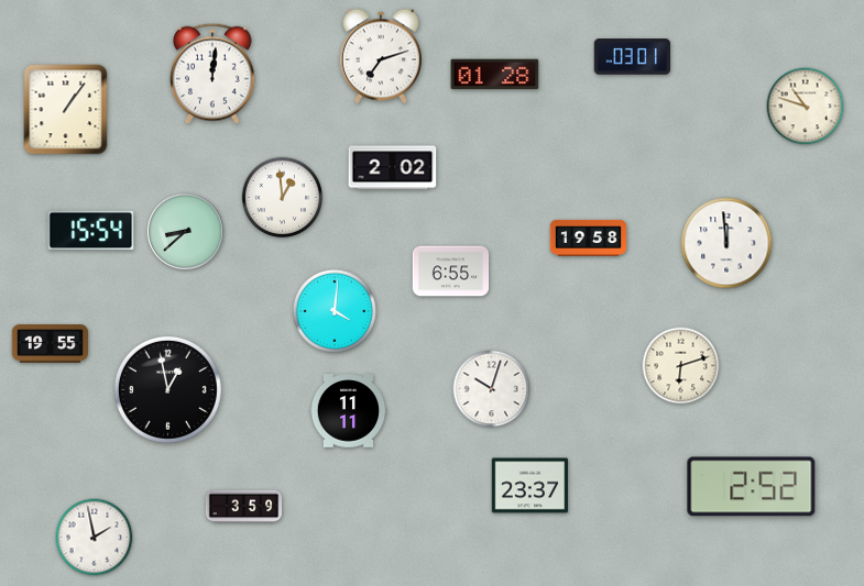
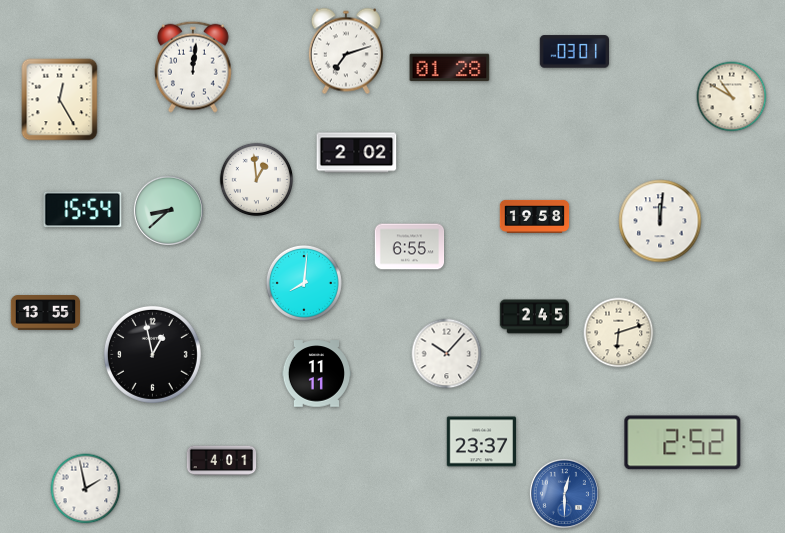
clock at (806, 107): 10:48 -> 10:50
clock at (66, 110): 1:06 -> 12:25
clock at (726, 243): 11:59 -> 12:01
clock at (335, 311): 4:01 -> 8:01
clock at (51, 344): 19:55 -> 13:55
clock at (535, 317): none -> 2:45
clock at (492, 389): 10:03 -> 10:07
clock at (244, 507): 3:59 -> 4:01
clock at (564, 493): none -> 12:30
